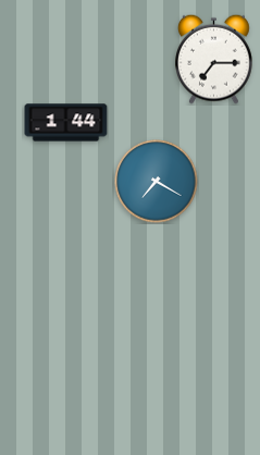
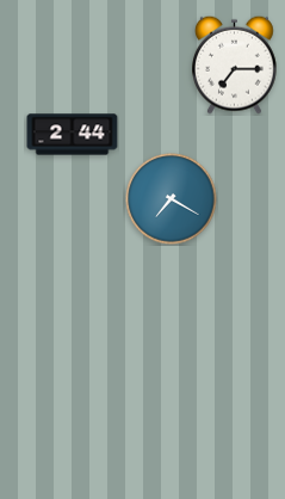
clock at (66, 123): 1:44 -> 2:44
